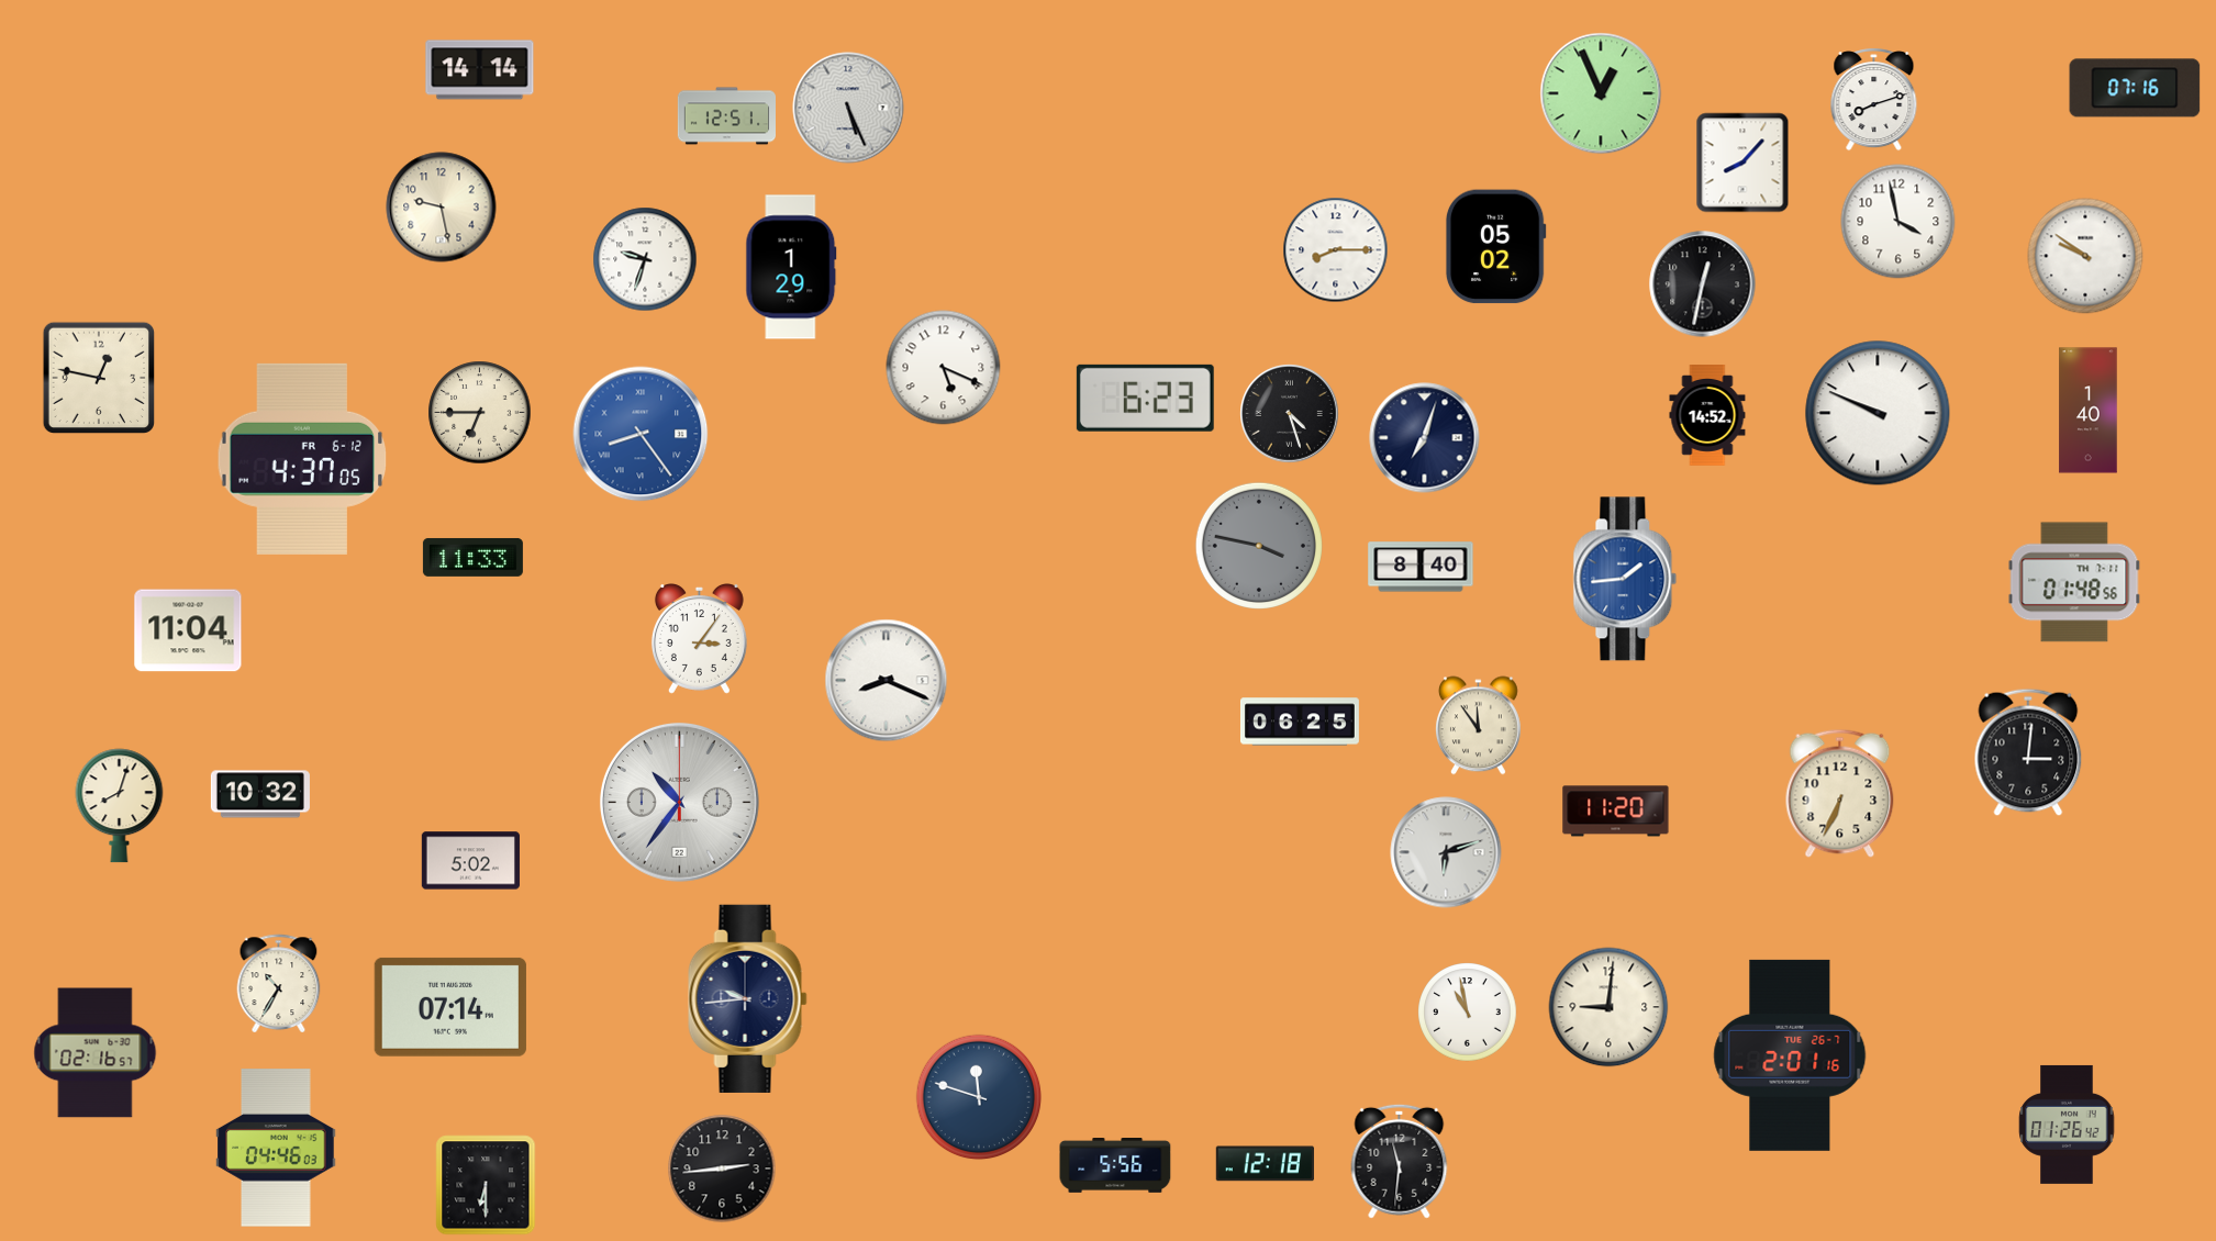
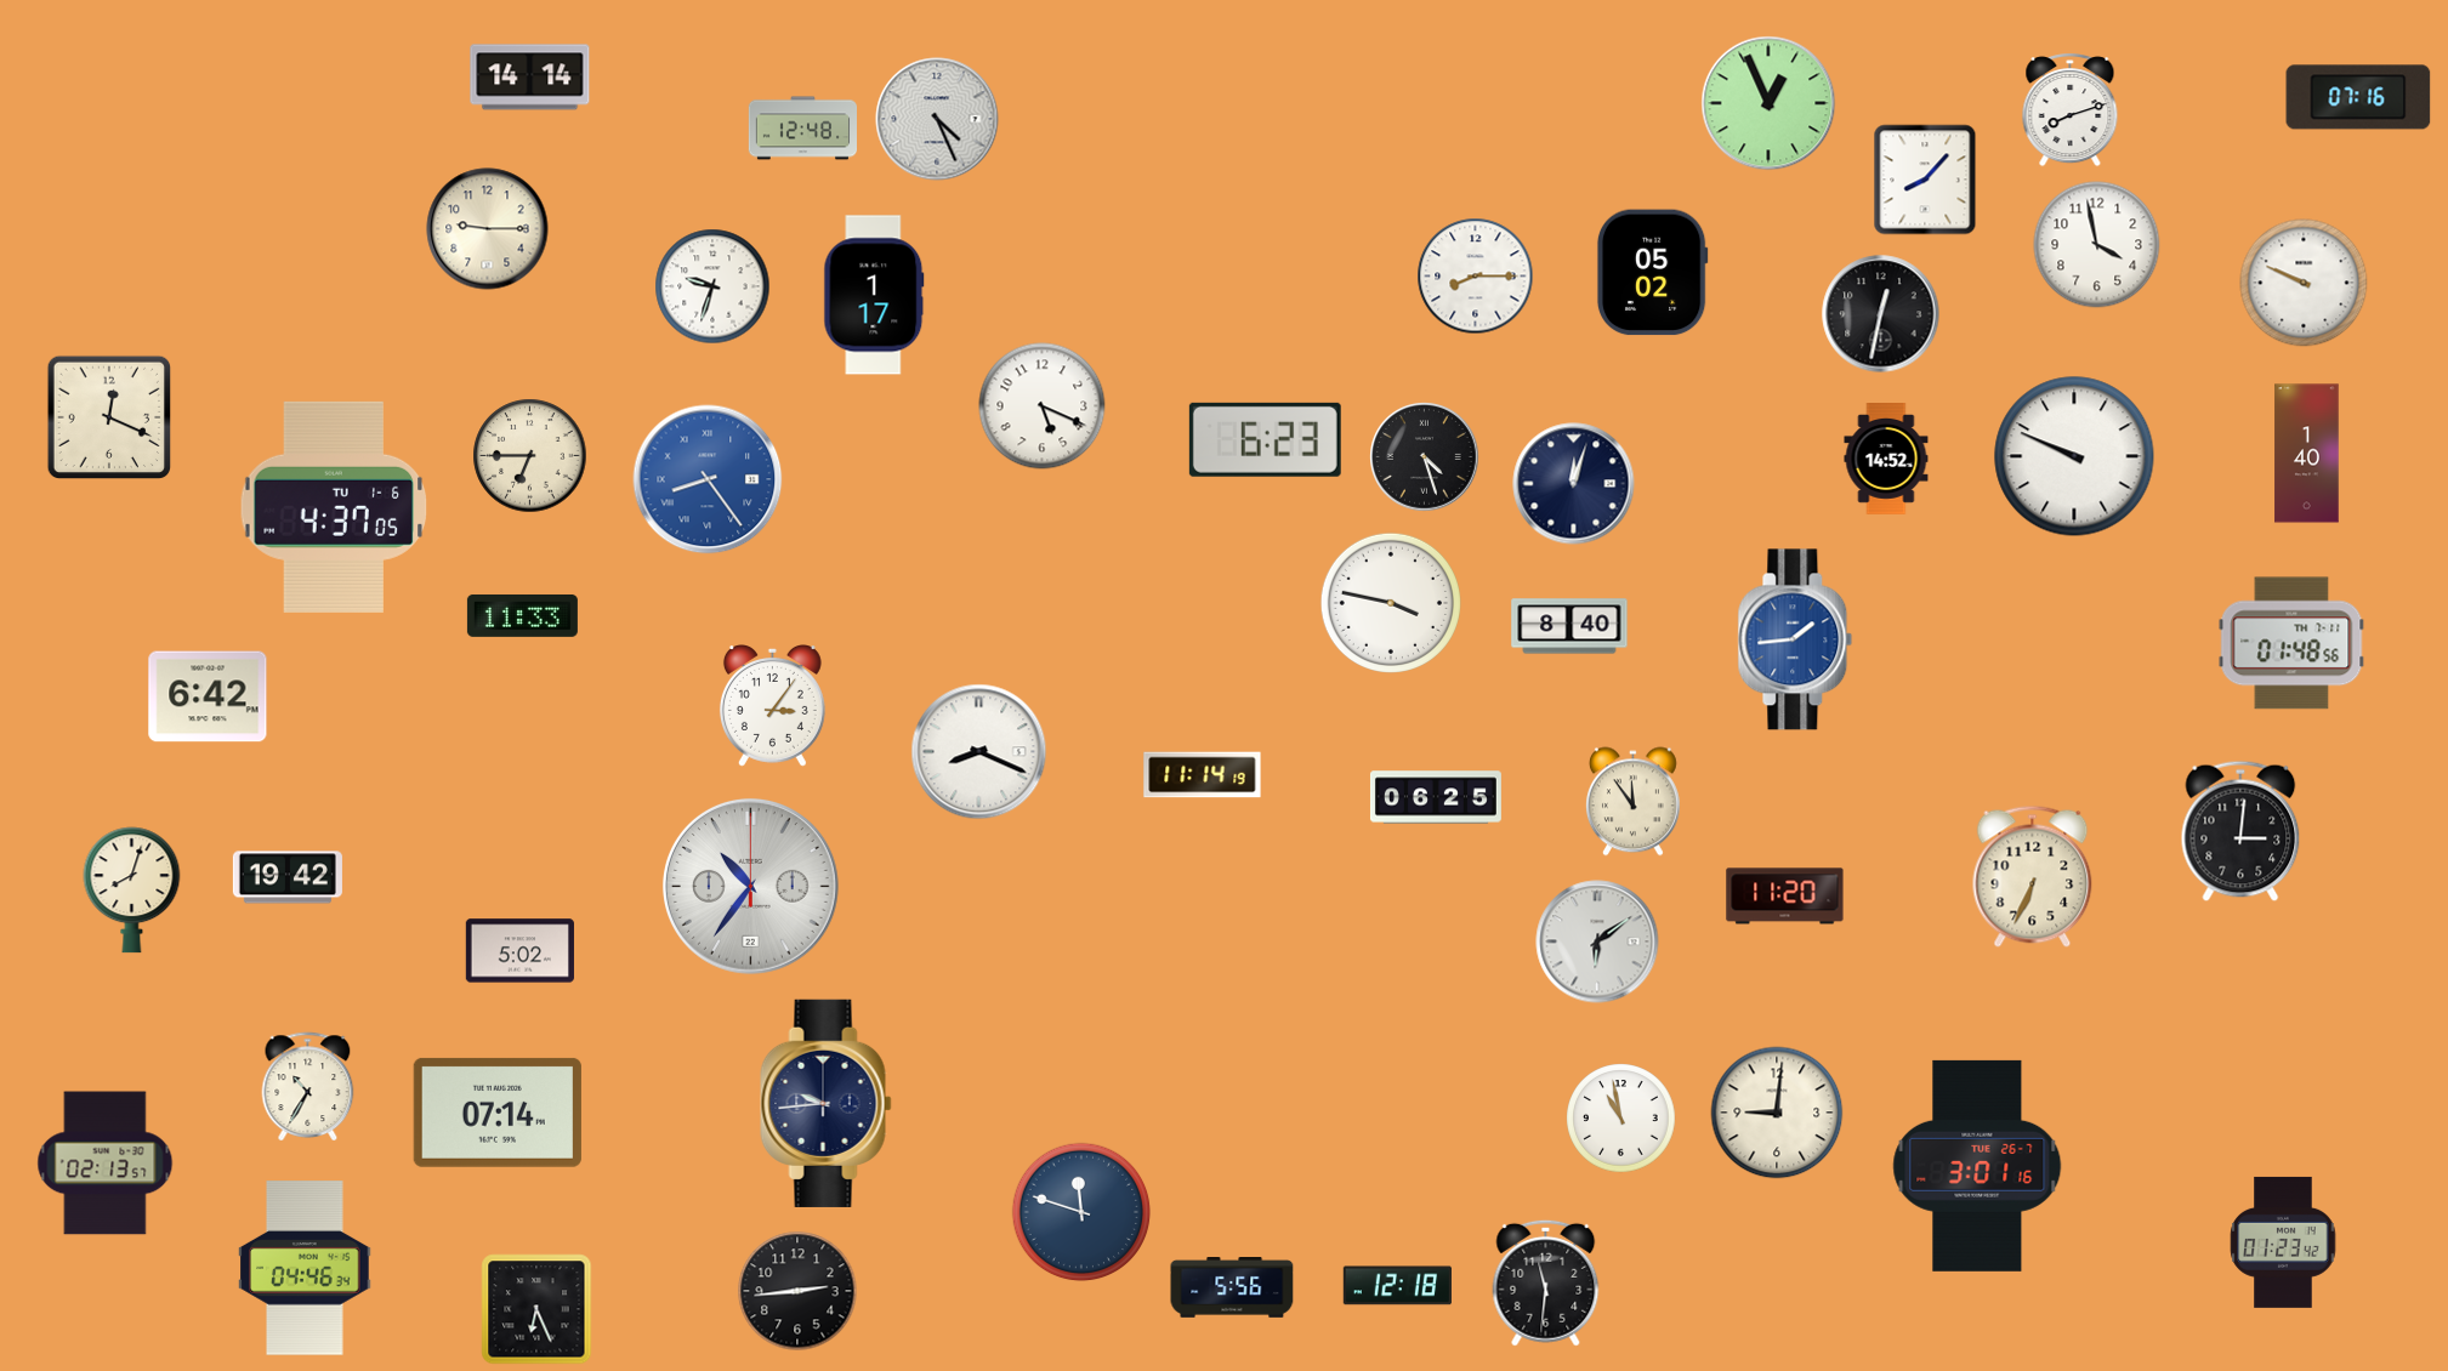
clock at (848, 108): 5:26 -> 4:26
clock at (727, 116): 12:51 -> 12:48
clock at (442, 208): 9:28 -> 9:15
clock at (2085, 256): 9:51 -> 9:49
clock at (791, 267): 1:29 -> 1:17
clock at (98, 377): 12:47 -> 12:19
clock at (1425, 438): 7:03 -> 12:03
clock at (302, 459) date: FR 6-12 -> TU 1-6
clock at (1259, 546) dial: grey -> white
clock at (188, 630): 11:04 -> 6:42
clock at (1203, 775): none -> 11:14
clock at (260, 794): 10:32 -> 19:42
clock at (1446, 852): 6:12 -> 6:09
clock at (96, 1053): 02:16 -> 02:13
clock at (1790, 1055): 2:01 -> 3:01
clock at (2067, 1125): 01:26 -> 01:23
clock at (276, 1148): 04:46:03 -> 04:46:34
clock at (486, 1185): 6:30 -> 6:26
